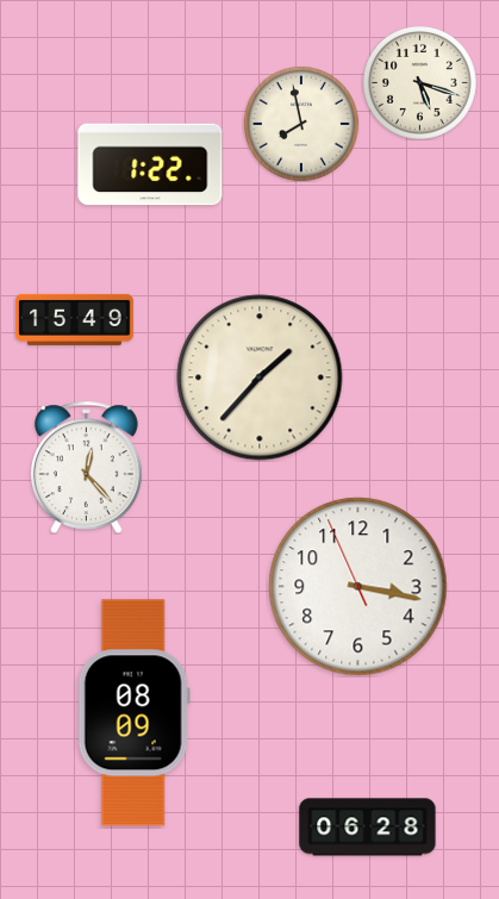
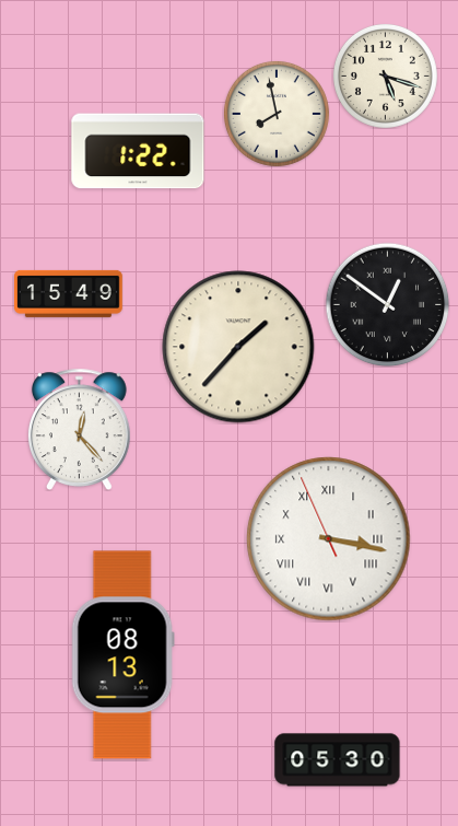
clock at (387, 304): none -> 12:51
clock at (358, 587) numerals: Arabic -> Roman
clock at (133, 713): 08:09 -> 08:13
clock at (368, 828): 06:28 -> 05:30
